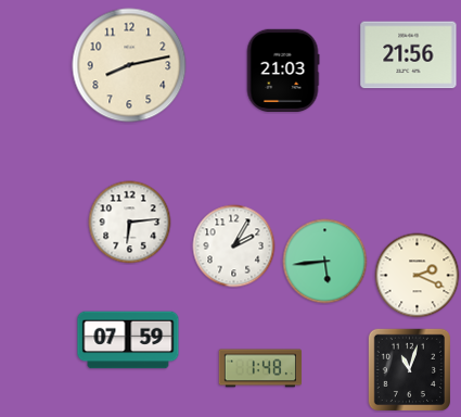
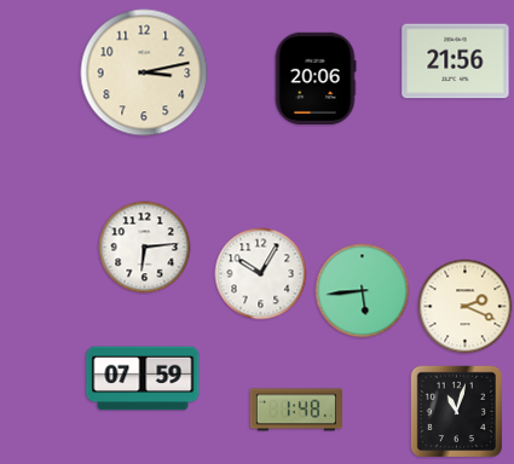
clock at (129, 65): 8:13 -> 3:13
clock at (283, 69): 21:03 -> 20:06
clock at (234, 247): 2:05 -> 10:05
clock at (259, 368) position: (259, 368) -> (295, 410)
